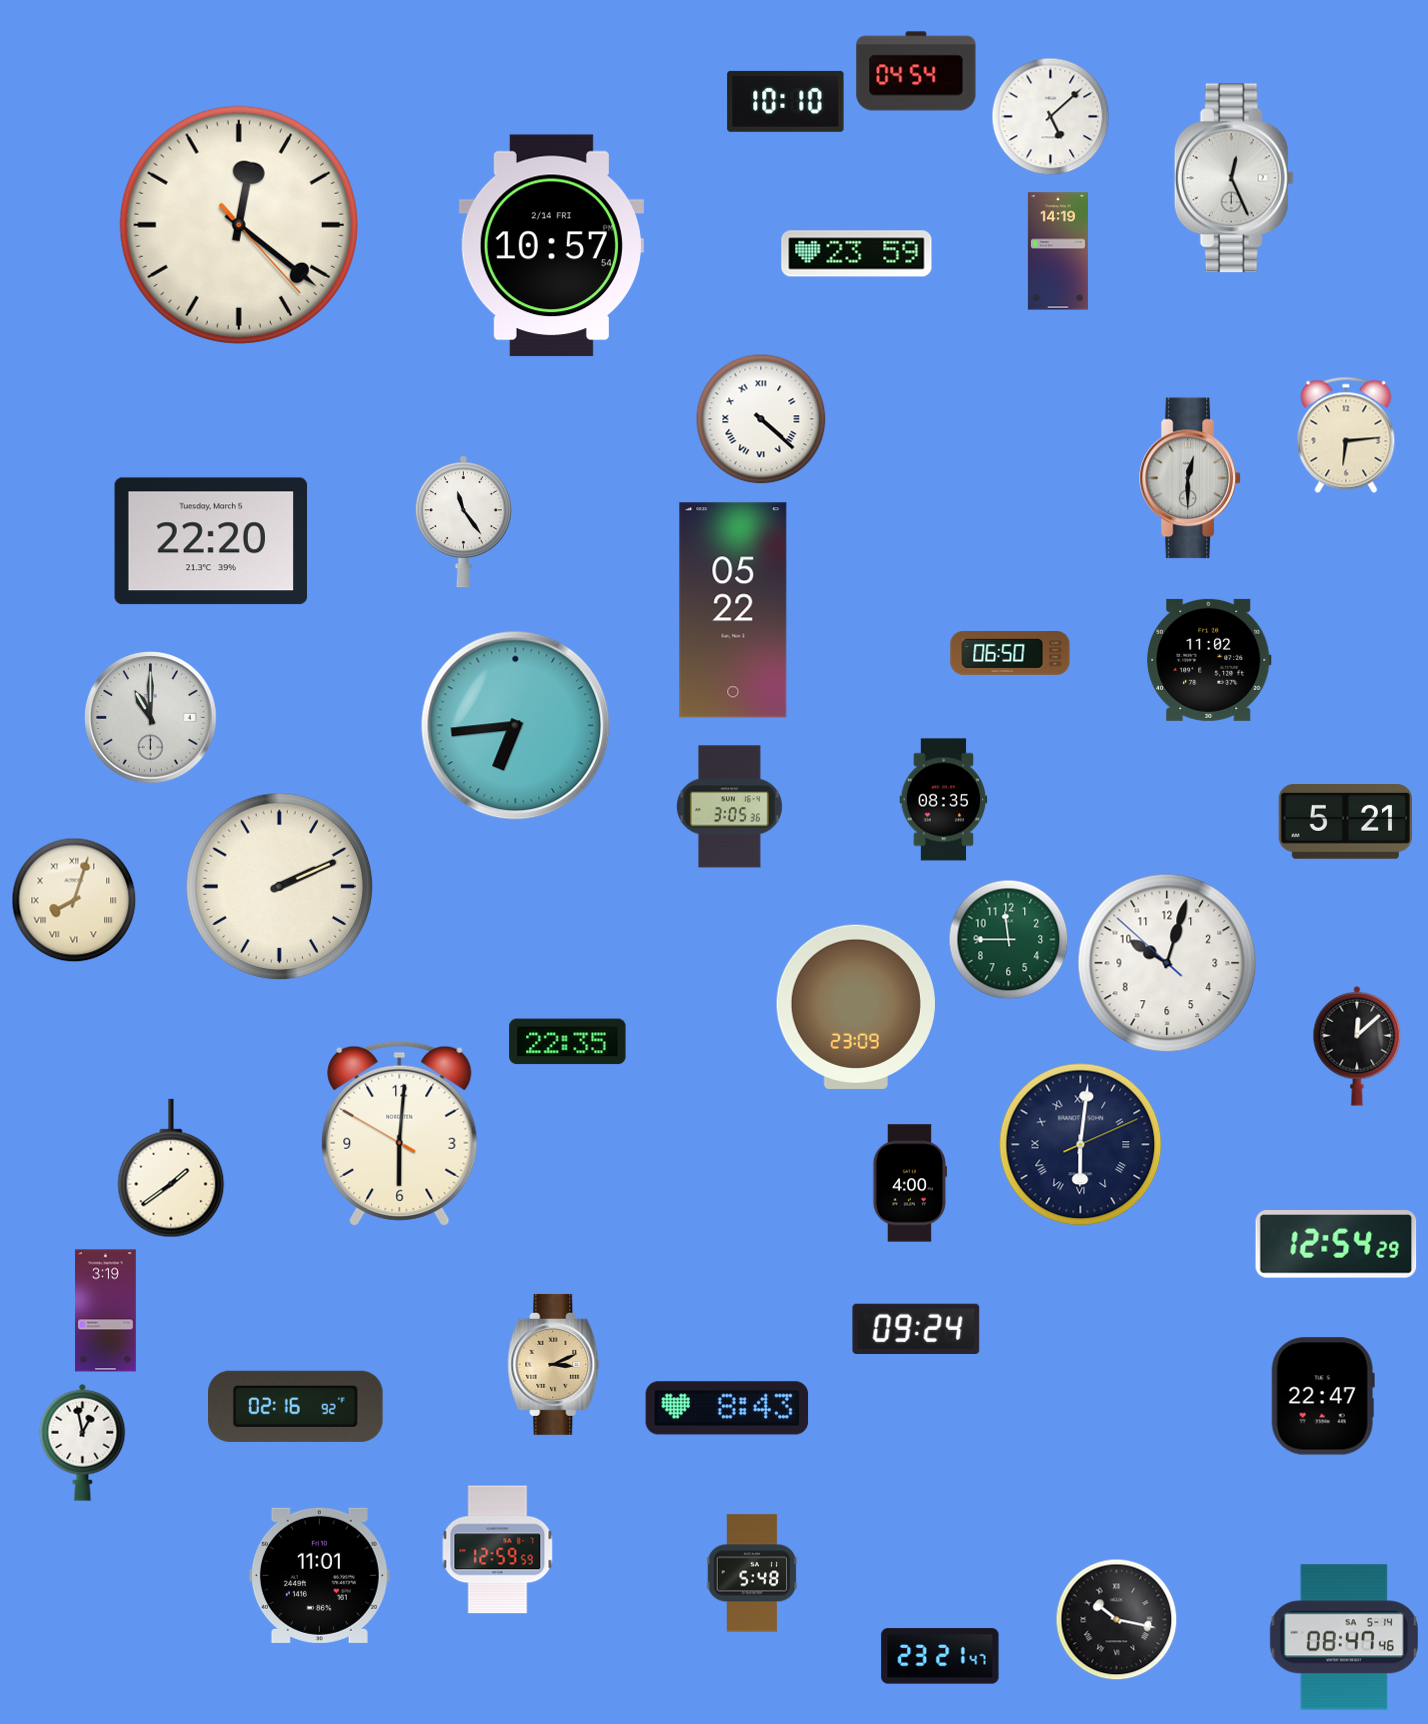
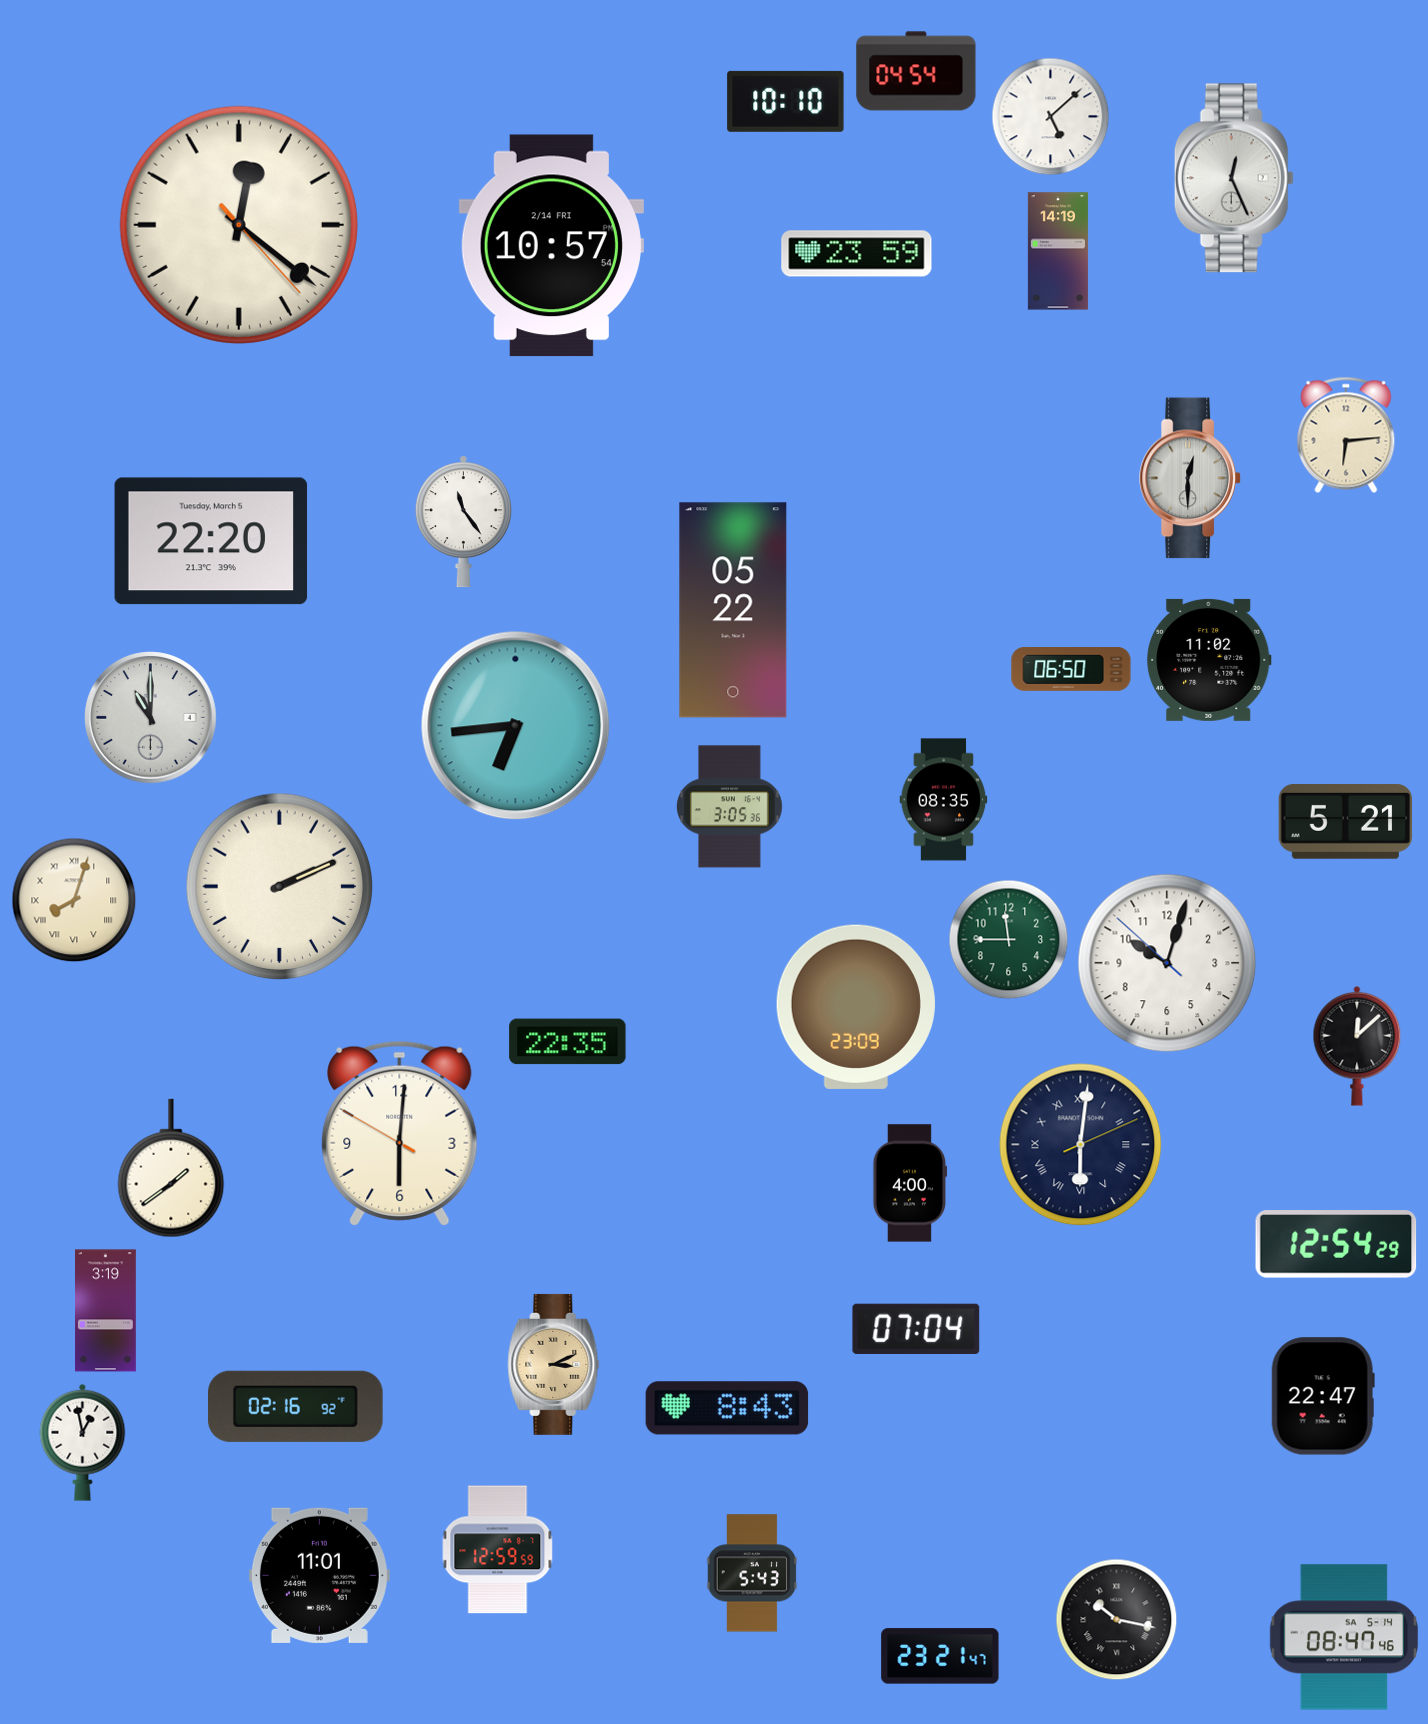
clock at (761, 419): 4:22 -> none
clock at (1010, 654) position: (1010, 654) -> (1071, 670)
clock at (916, 1329): 09:24 -> 07:04
clock at (752, 1573): 5:48 -> 5:43
